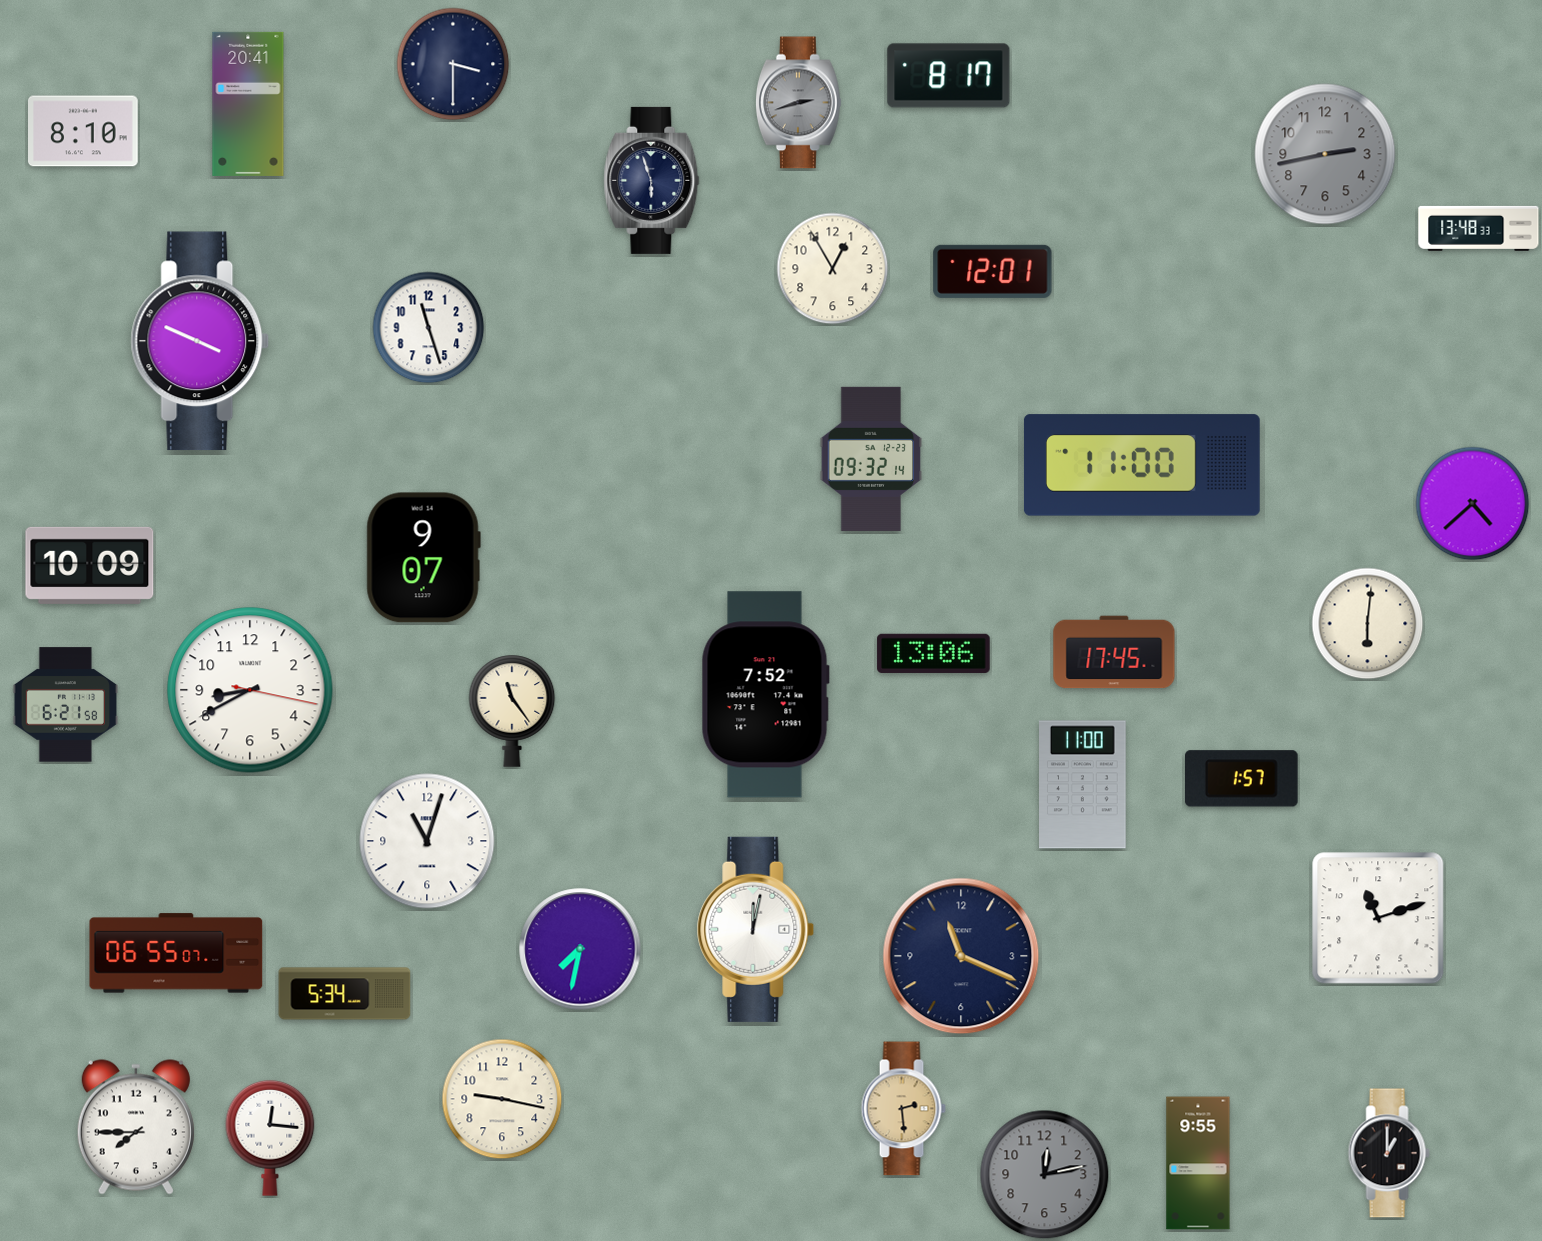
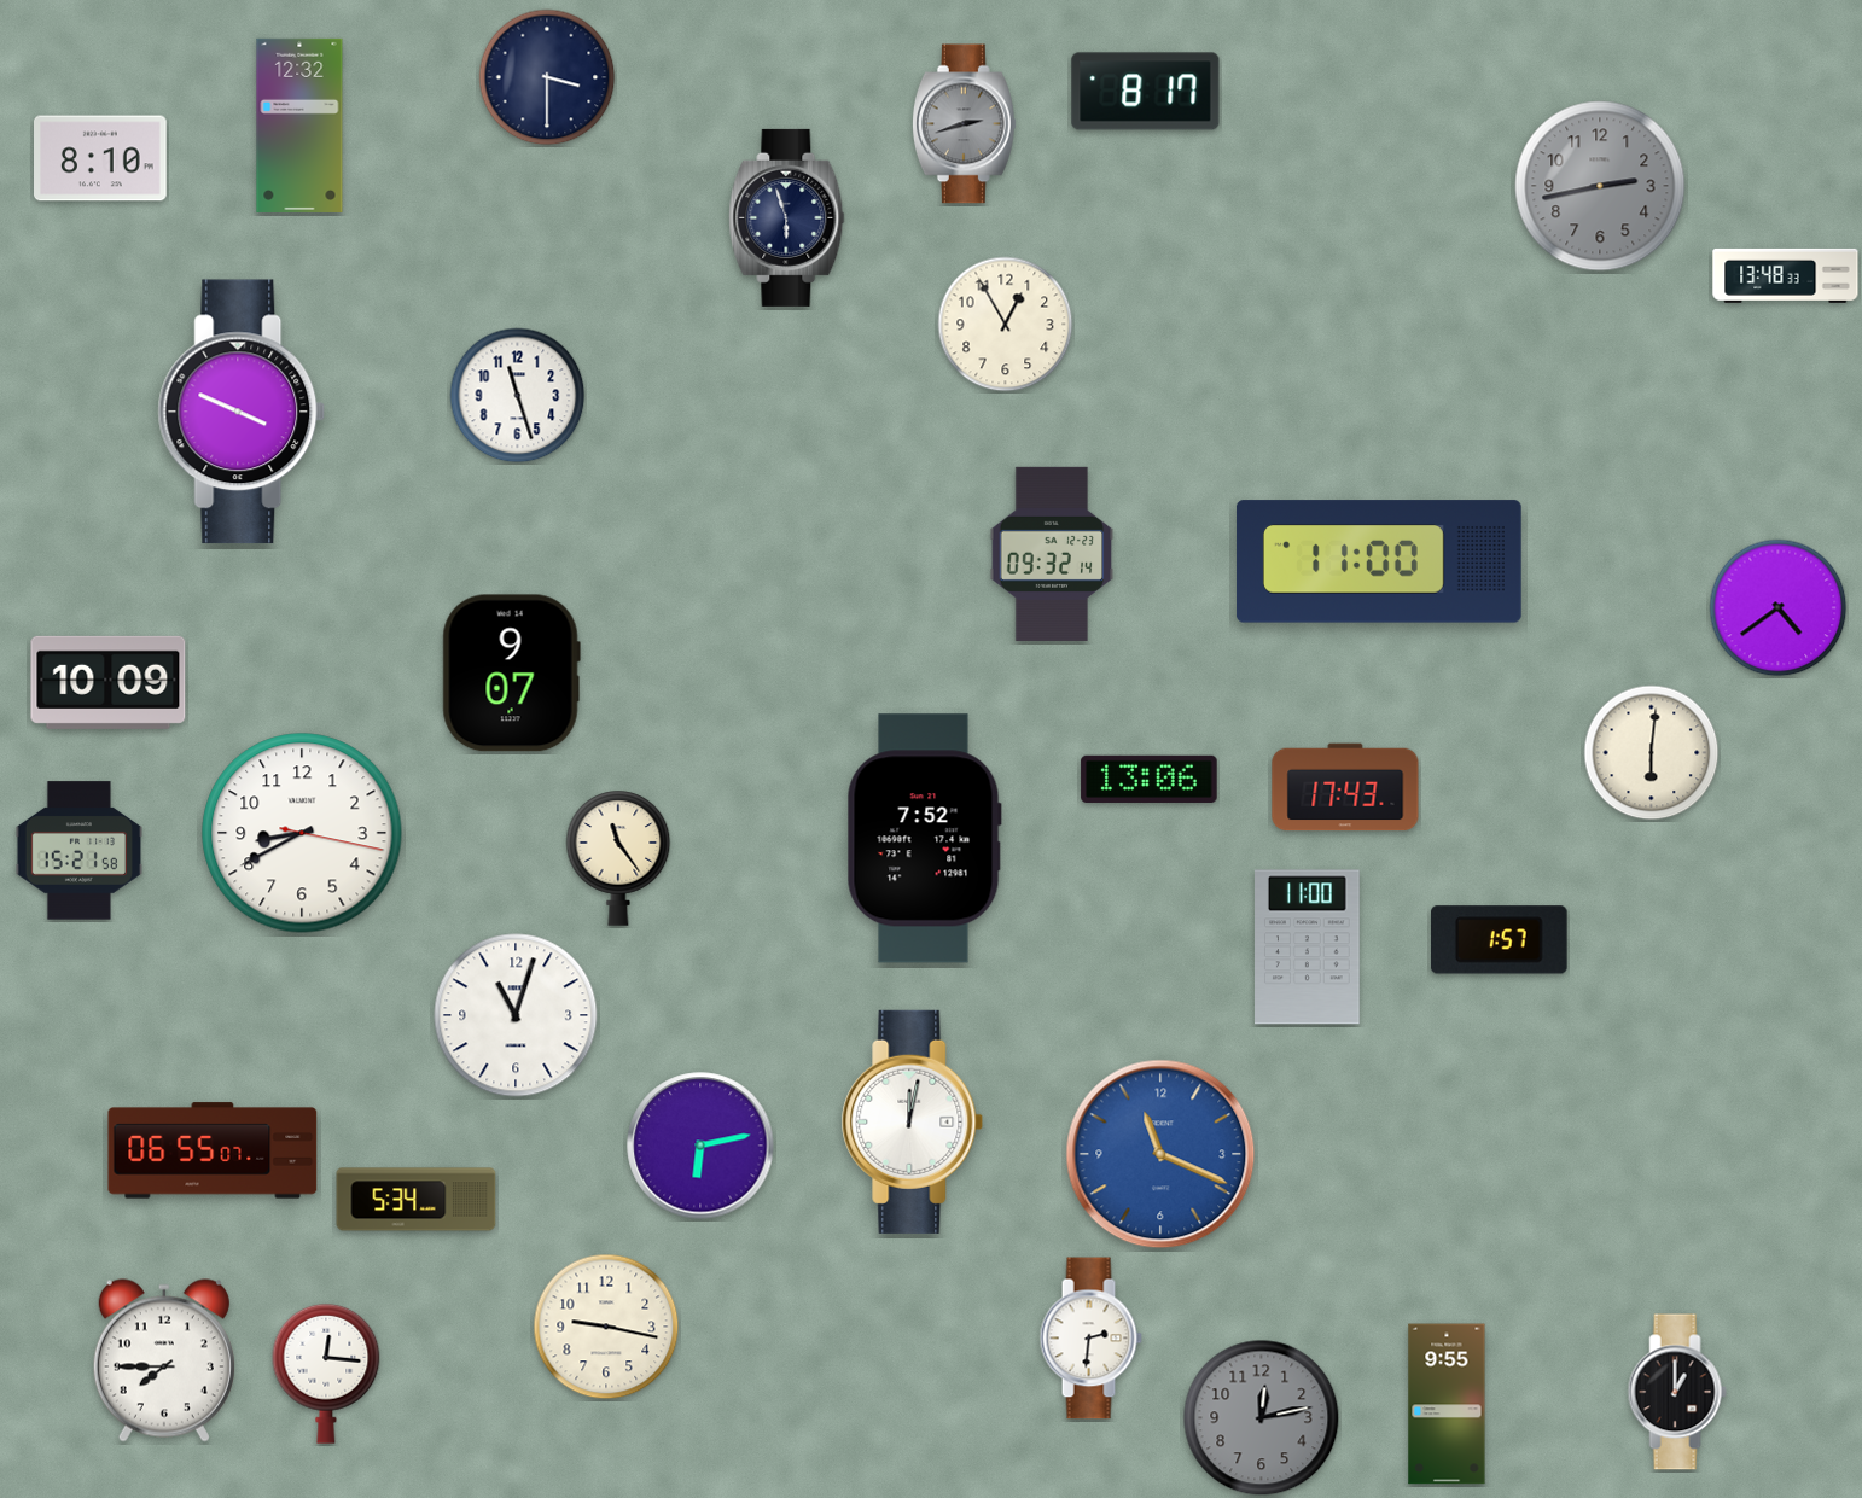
clock at (248, 104): 20:41 -> 12:32
clock at (993, 271): 12:01 -> none
clock at (1473, 504): 4:38 -> 4:39
clock at (1114, 652): 17:45 -> 17:43
clock at (934, 653) position: (934, 653) -> (1150, 779)
clock at (65, 705): 6:21 -> 15:21
clock at (1378, 918): 11:12 -> none
clock at (580, 949): 7:32 -> 6:13
clock at (961, 956) dial: navy -> blue
clock at (903, 1109): 2:29 -> 2:31
clock at (903, 1109) dial: champagne -> white
